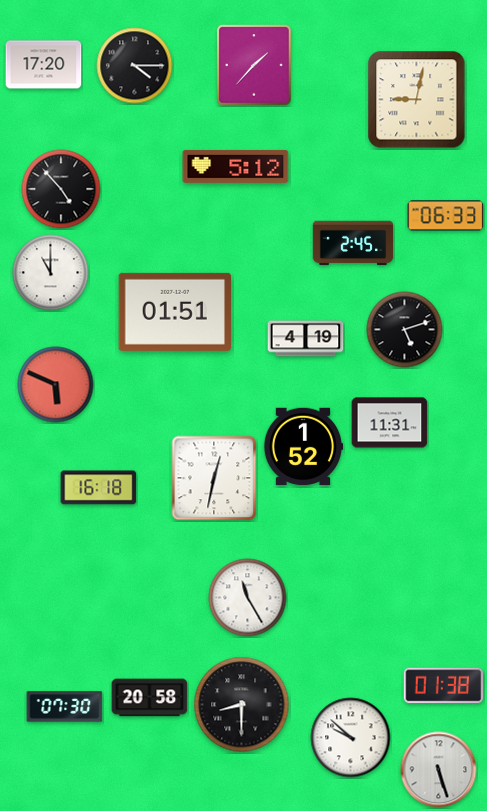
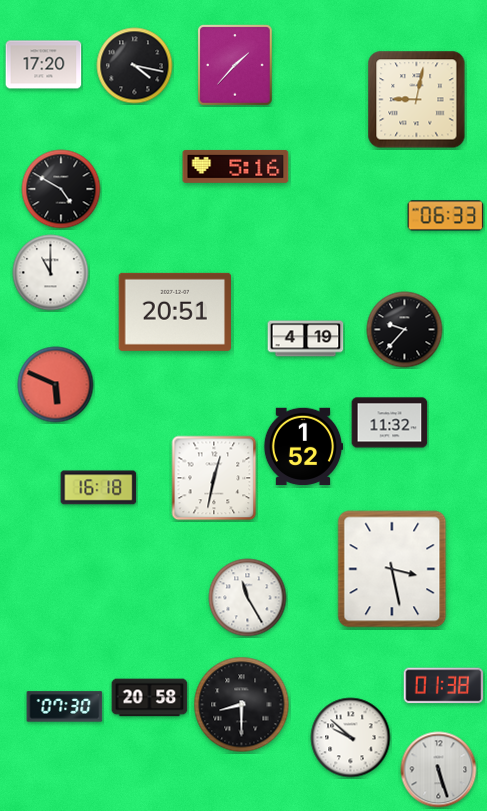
clock at (254, 65) position: (254, 65) -> (235, 65)
clock at (135, 66): 4:15 -> 4:17
clock at (236, 166): 5:12 -> 5:16
clock at (61, 189): 4:53 -> 4:50
clock at (353, 243): 2:45 -> none
clock at (174, 312): 01:51 -> 20:51
clock at (405, 330): 5:12 -> 9:37
clock at (390, 423): 11:31 -> 11:32
clock at (392, 569): none -> 3:28
